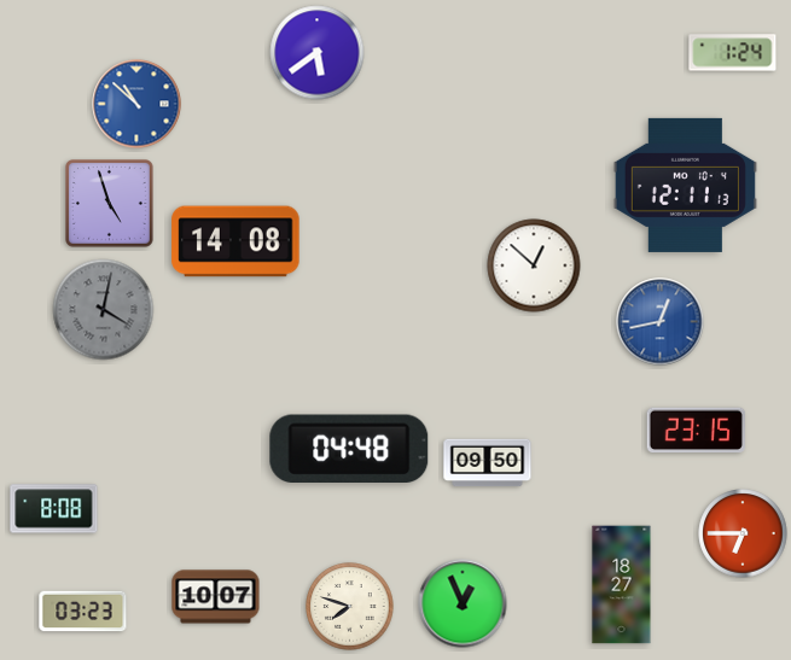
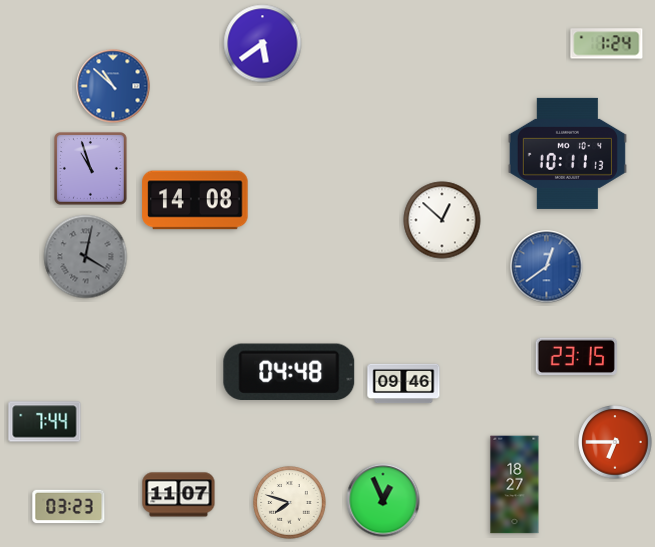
clock at (685, 185): 12:11 -> 10:11
clock at (110, 204): 4:57 -> 10:57
clock at (661, 322): 12:43 -> 12:39
clock at (488, 463): 09:50 -> 09:46
clock at (54, 509): 8:08 -> 7:44
clock at (216, 597): 10:07 -> 11:07
